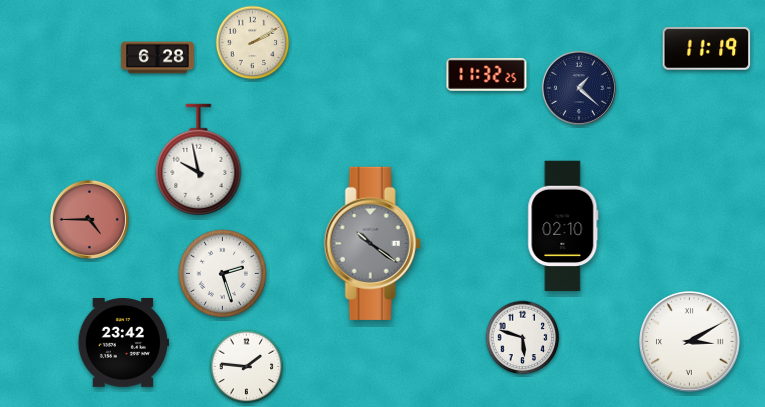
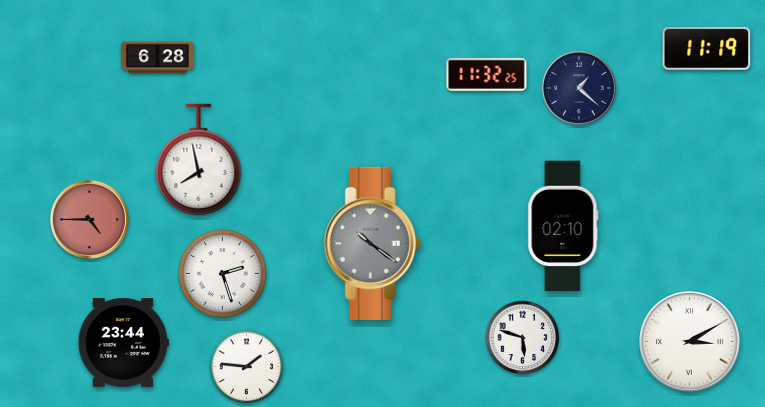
clock at (253, 43): 2:10 -> none
clock at (199, 160): 9:58 -> 7:58
clock at (123, 343): 23:42 -> 23:44
